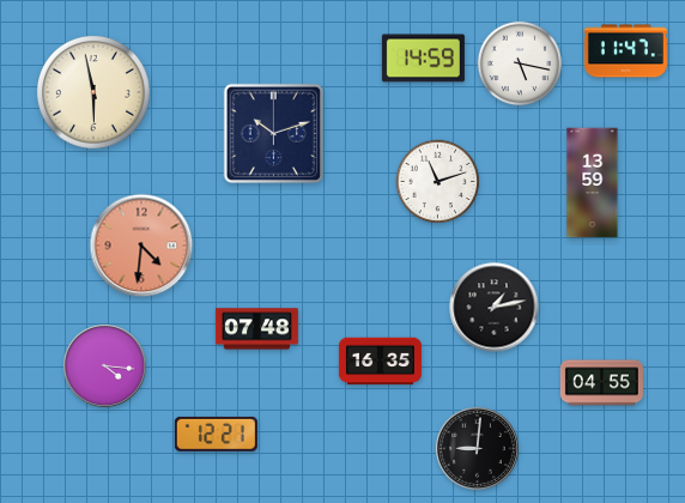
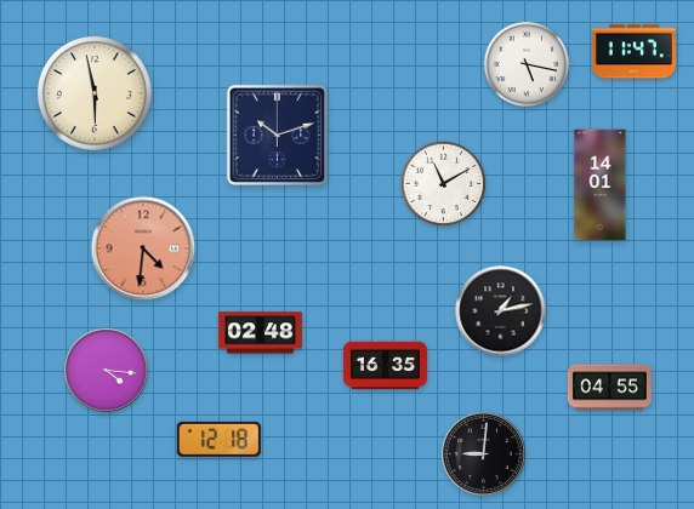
clock at (423, 59): 14:59 -> none
clock at (438, 182): 11:12 -> 11:10
clock at (593, 183): 13:59 -> 14:01
clock at (256, 329): 07:48 -> 02:48
clock at (216, 434): 12:21 -> 12:18
